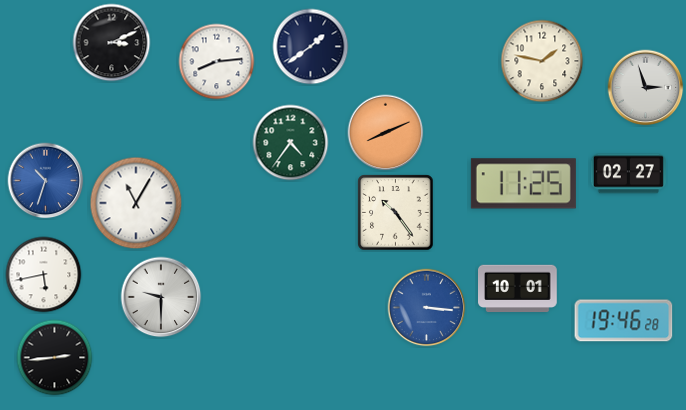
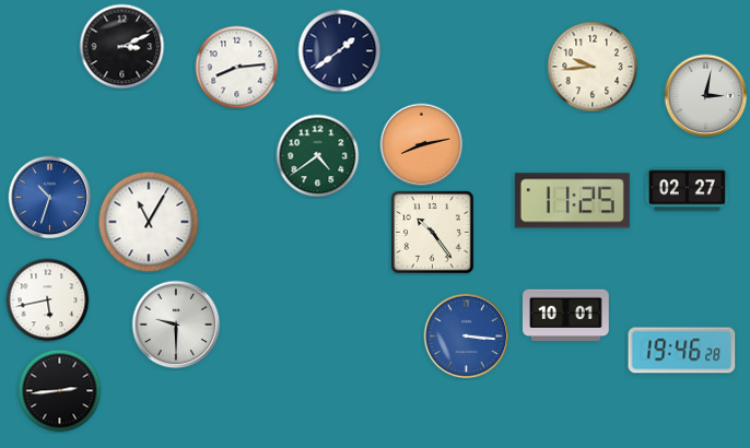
clock at (542, 61): 1:47 -> 9:44
clock at (646, 88): 2:57 -> 3:02
clock at (386, 133): 8:11 -> 8:13
clock at (291, 143): 4:36 -> 4:39
